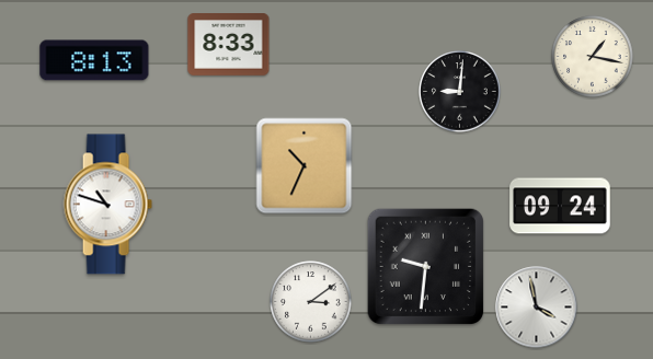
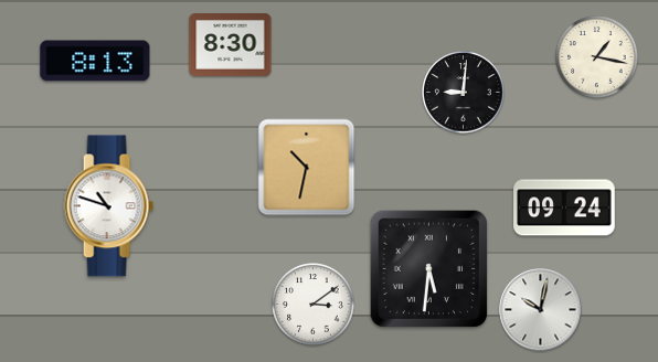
clock at (229, 45): 8:33 -> 8:30
clock at (305, 166): 10:34 -> 10:32
clock at (425, 266): 9:31 -> 5:31
clock at (537, 308): 3:58 -> 10:02
